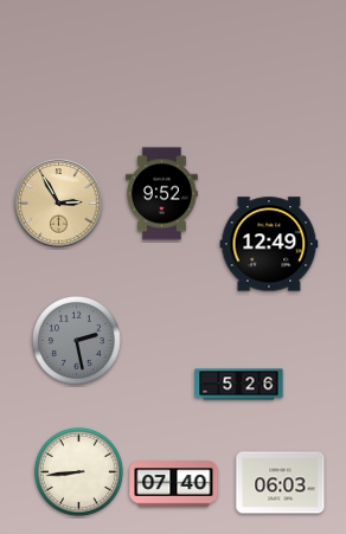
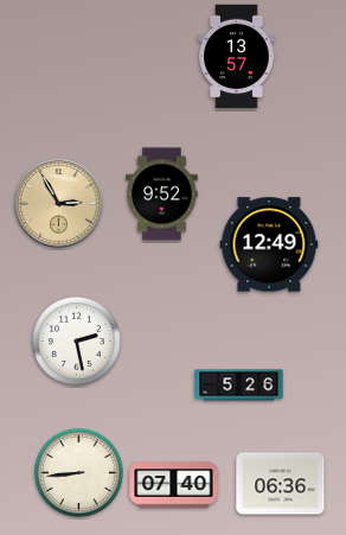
clock at (237, 57): none -> 13:57
clock at (76, 340) dial: grey -> white
clock at (281, 483): 06:03 -> 06:36
